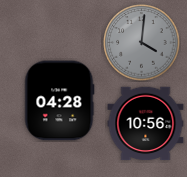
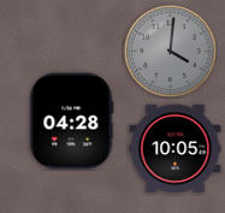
clock at (146, 124): 10:56 -> 10:05
